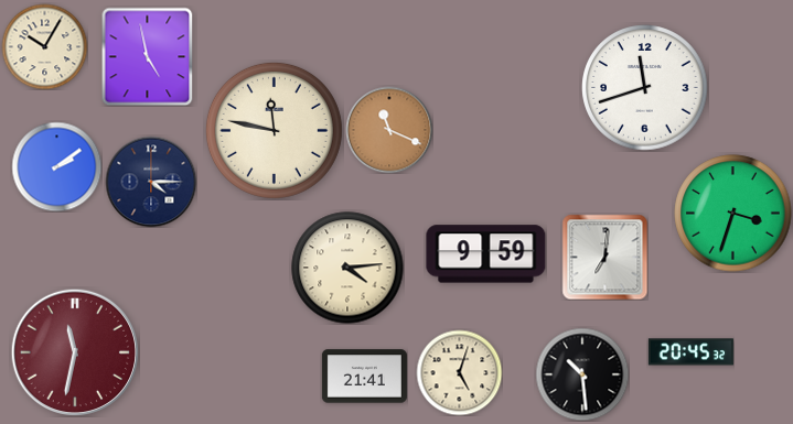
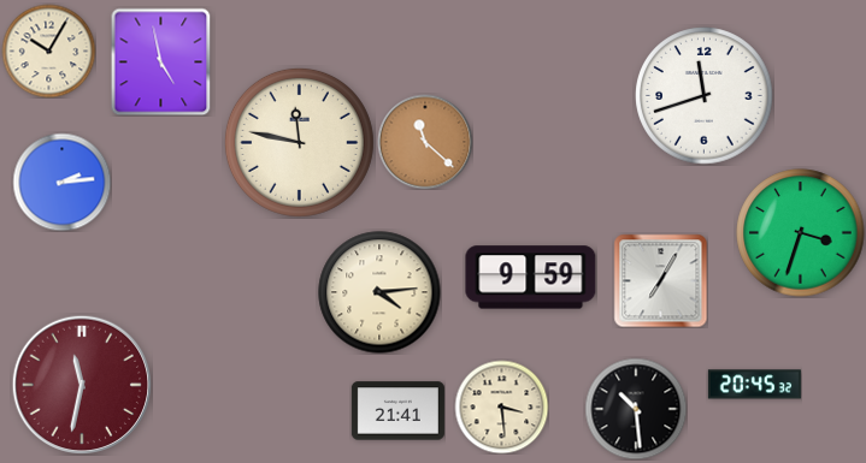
clock at (389, 130): 11:19 -> 11:22
clock at (56, 166): 2:09 -> 2:14
clock at (151, 182): 4:15 -> none
clock at (604, 257): 7:01 -> 7:05
clock at (459, 372): 5:03 -> 3:29
